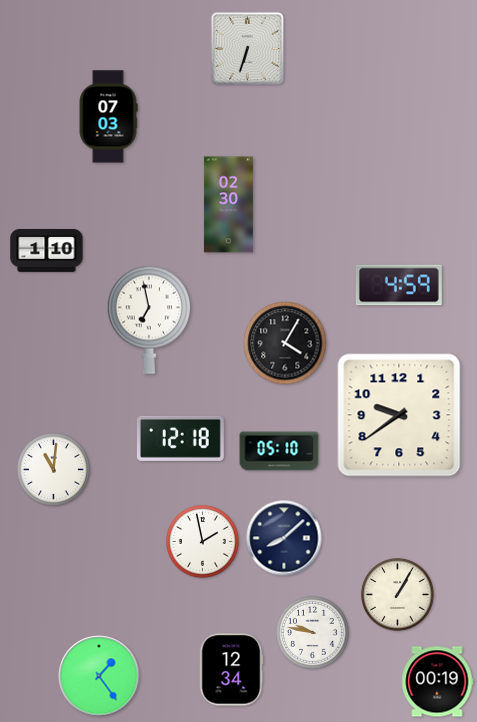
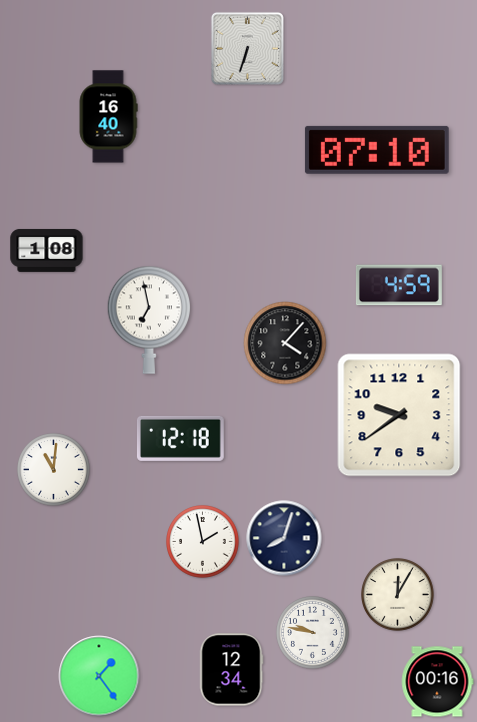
clock at (108, 117): 07:03 -> 16:40
clock at (377, 150): none -> 07:10
clock at (228, 205): 02:30 -> none
clock at (47, 250): 1:10 -> 1:08
clock at (285, 343): 4:05 -> 4:07
clock at (279, 451): 05:10 -> none
clock at (284, 538): 8:08 -> 8:03
clock at (398, 595): 1:05 -> 12:05
clock at (437, 682): 00:19 -> 00:16
